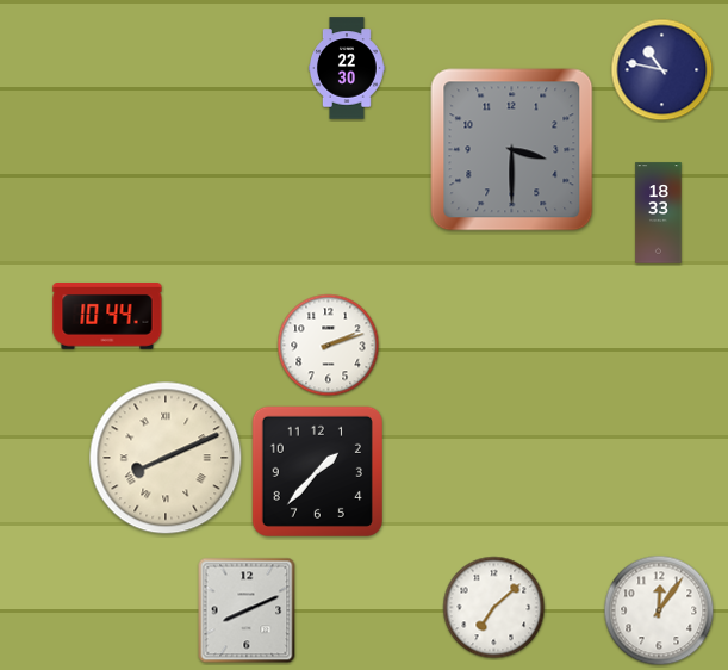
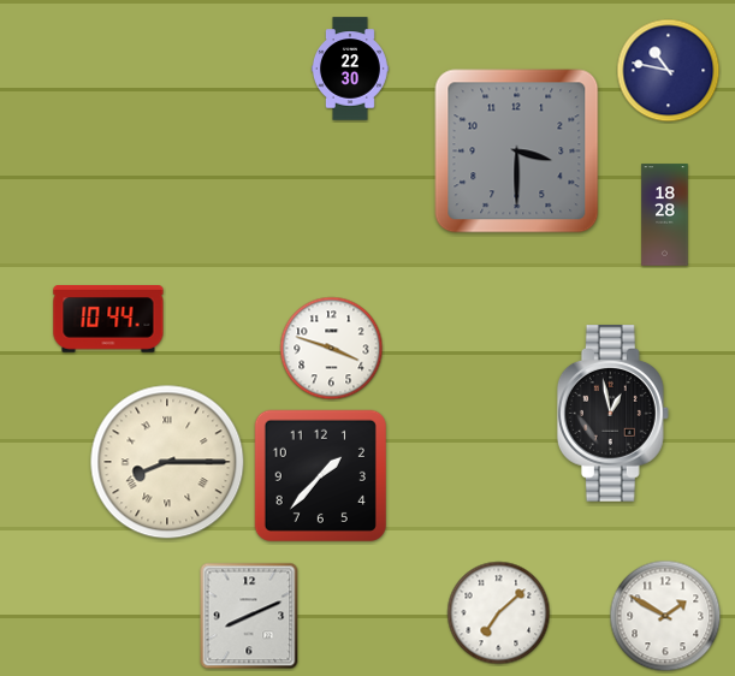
clock at (659, 213): 18:33 -> 18:28
clock at (329, 346): 2:12 -> 3:48
clock at (612, 414): none -> 12:58
clock at (166, 458): 8:11 -> 8:15
clock at (659, 610): 12:06 -> 1:50
